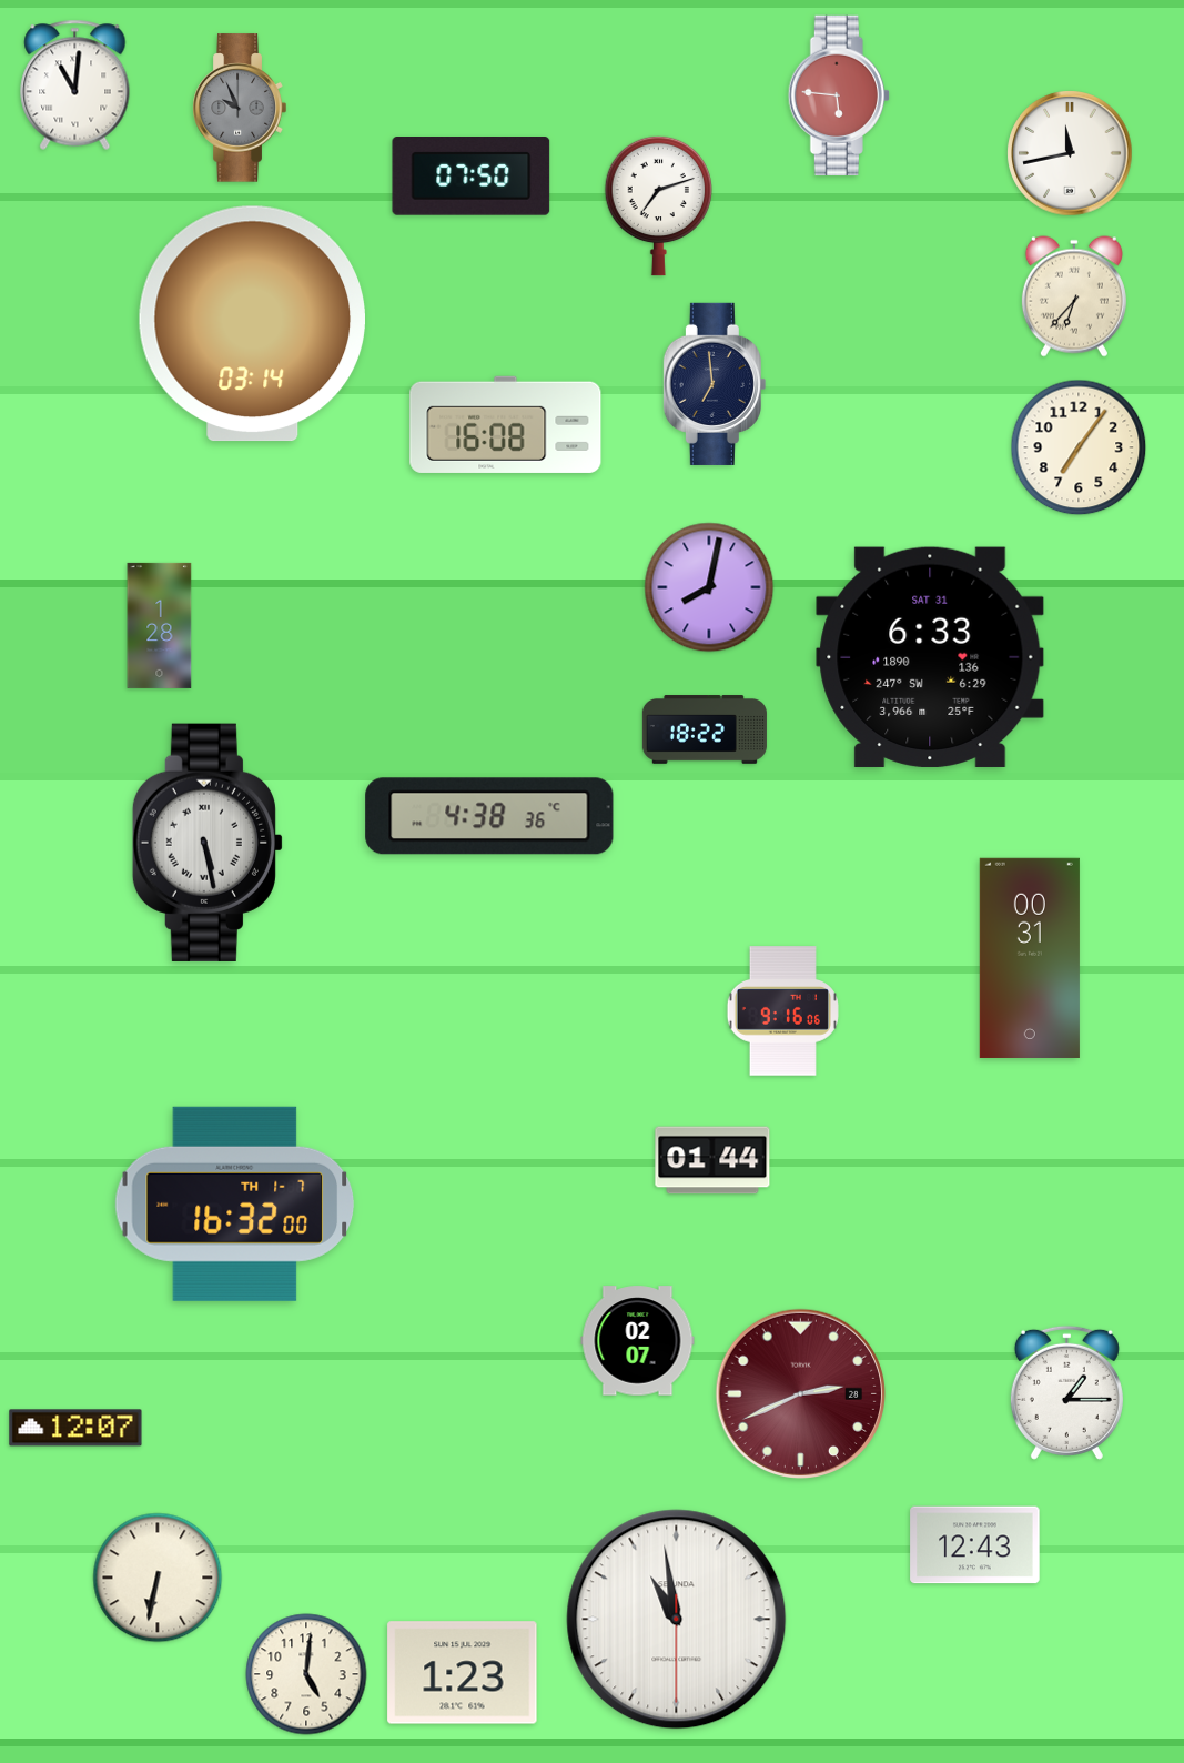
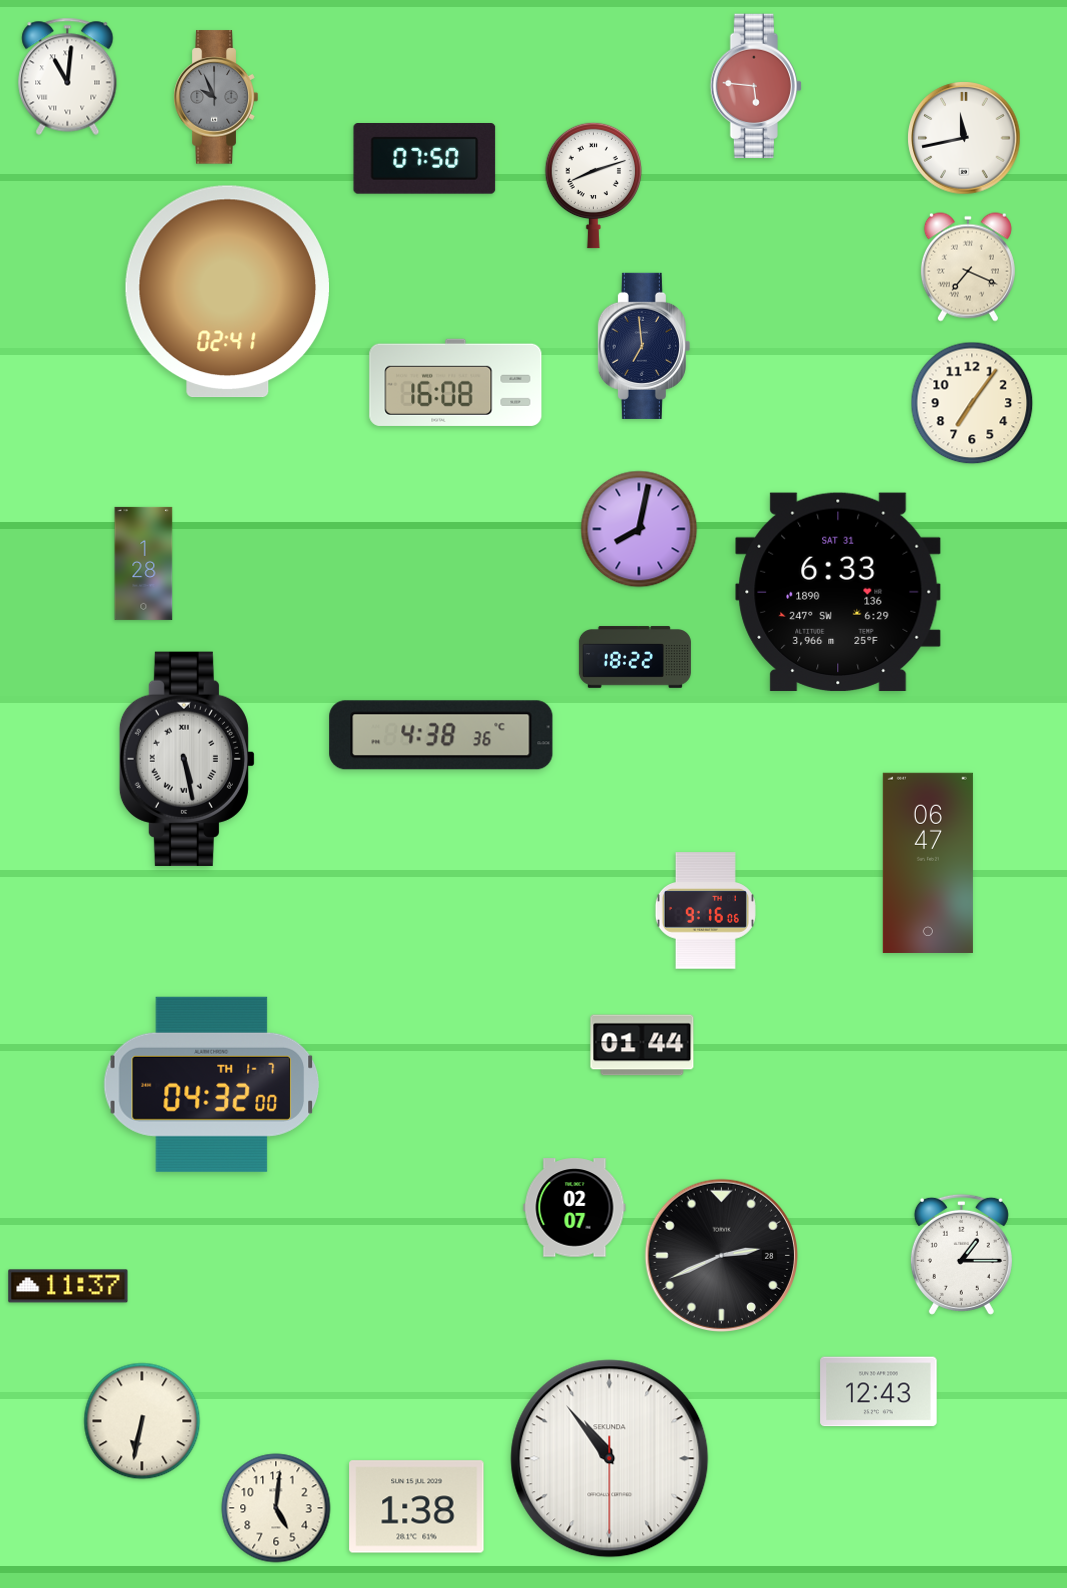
clock at (658, 205): 7:12 -> 8:12
clock at (1074, 296): 6:37 -> 7:19
clock at (252, 324): 03:14 -> 02:41
clock at (1030, 958): 00:31 -> 06:47
clock at (235, 1203): 16:32 -> 04:32
clock at (800, 1393) dial: burgundy -> black
clock at (75, 1428): 12:07 -> 11:37
clock at (677, 1620): 10:58 -> 10:53
clock at (463, 1673): 1:23 -> 1:38
